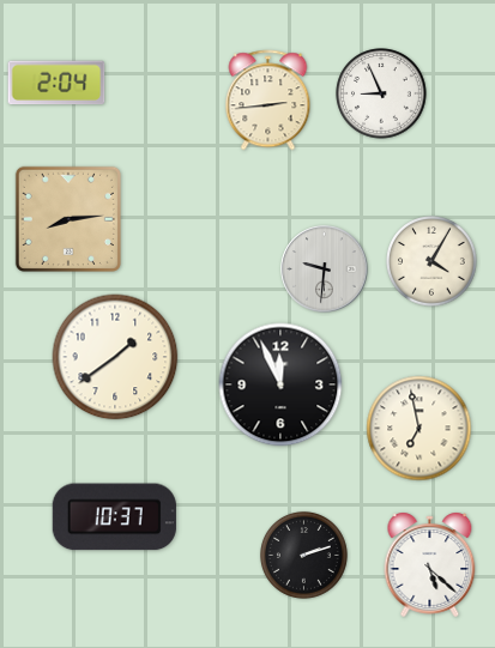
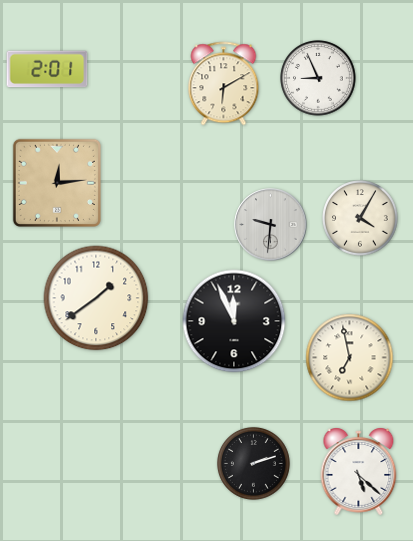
clock at (56, 83): 2:04 -> 2:01
clock at (268, 101): 2:44 -> 6:10
clock at (68, 219): 8:14 -> 12:14
clock at (114, 517): 10:37 -> none
